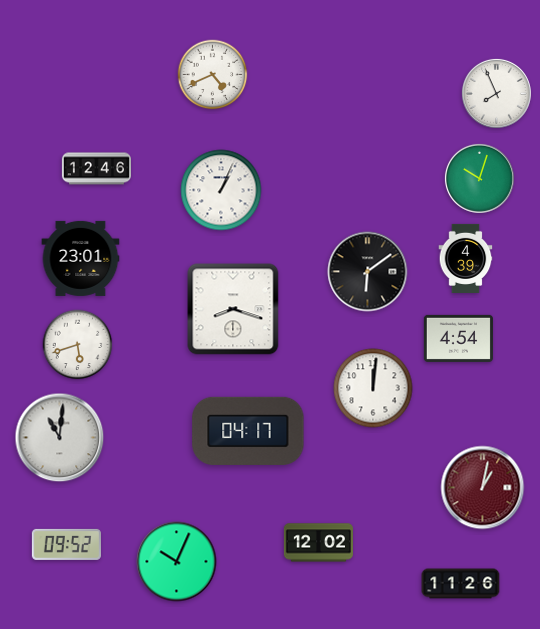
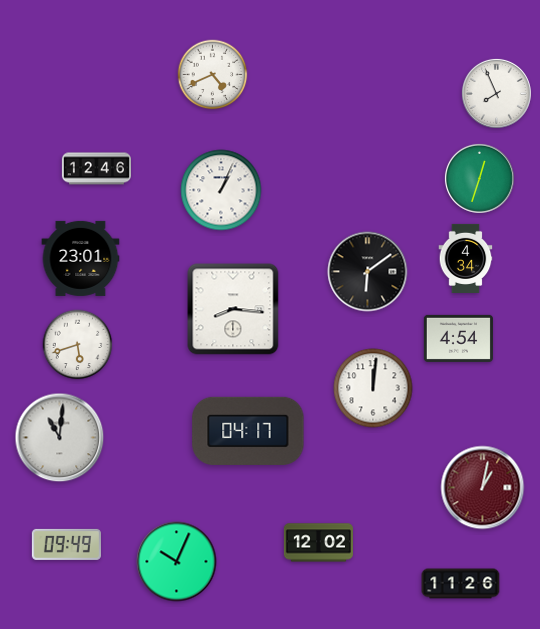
clock at (479, 178): 10:03 -> 12:33
clock at (466, 258): 4:39 -> 4:34
clock at (233, 309): 8:18 -> 8:16
clock at (66, 544): 09:52 -> 09:49
